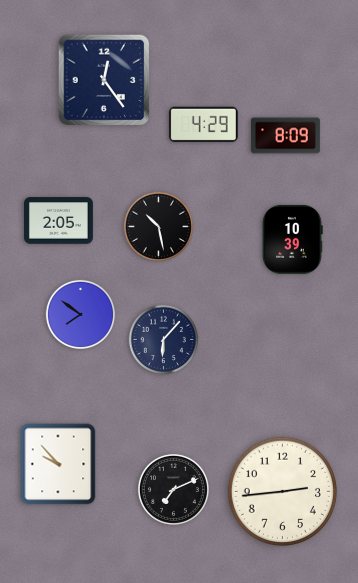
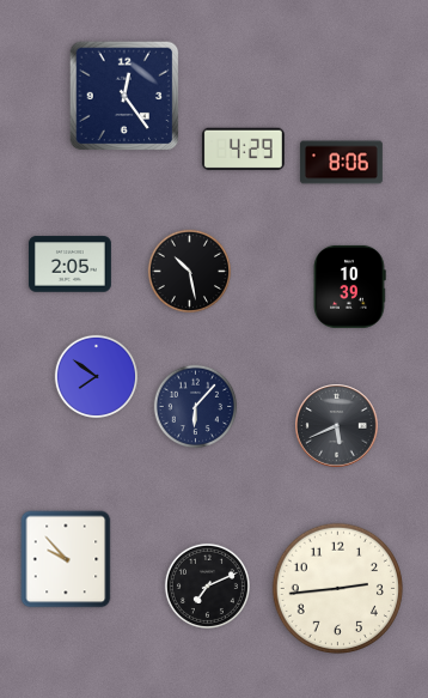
clock at (285, 136): 8:09 -> 8:06
clock at (337, 426): none -> 5:41
clock at (58, 464) position: (58, 464) -> (66, 559)
